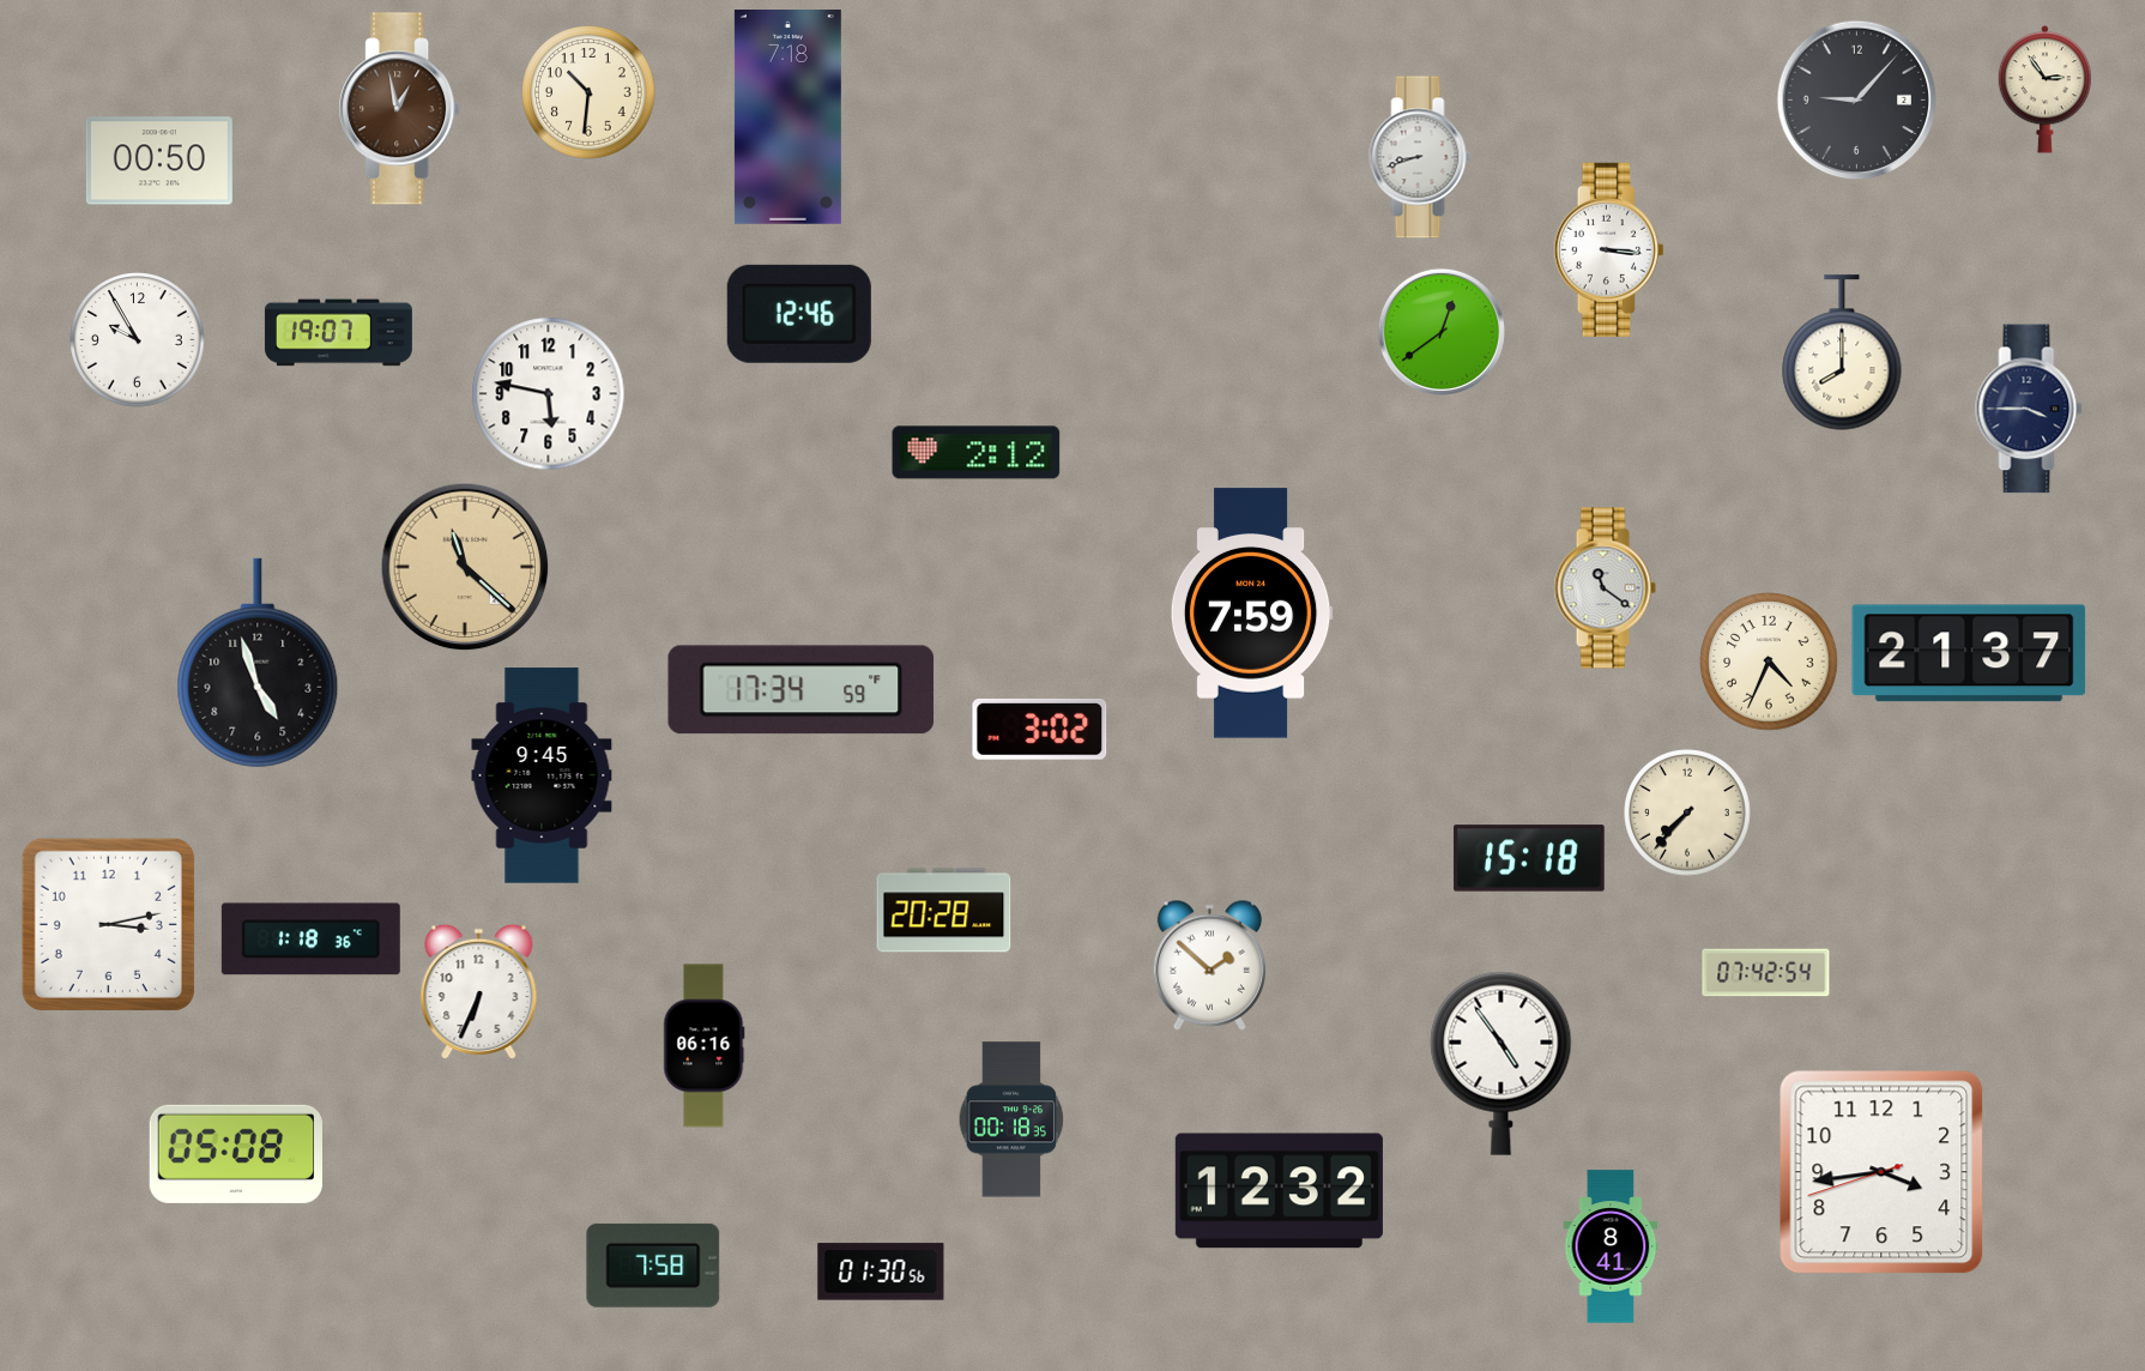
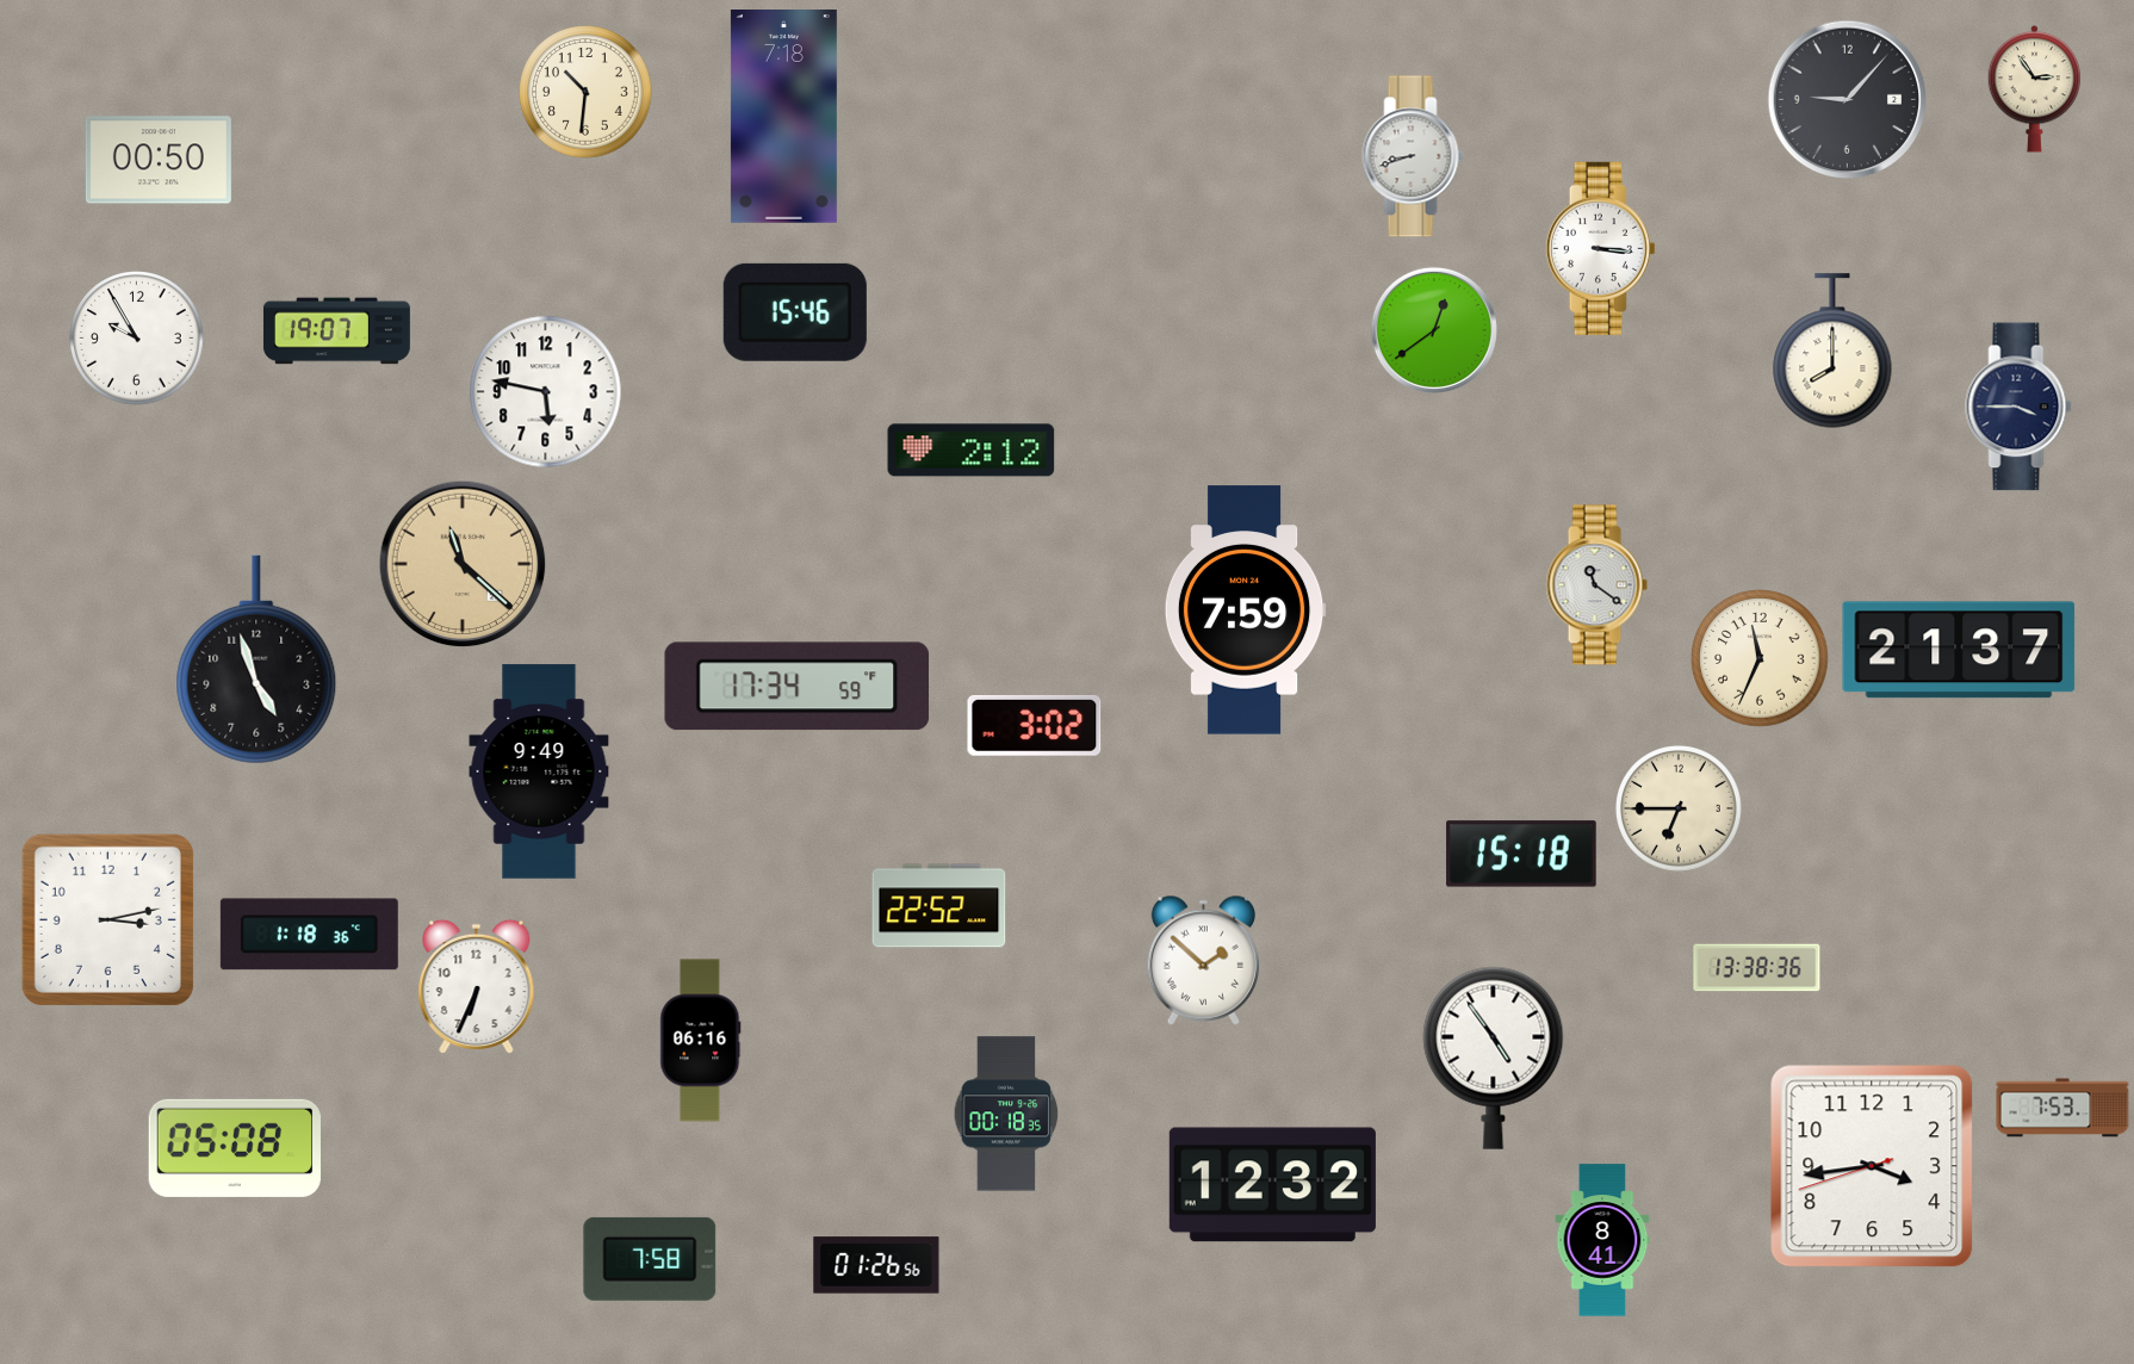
clock at (400, 109): 12:58 -> none
clock at (799, 314): 12:46 -> 15:46
clock at (1769, 662): 4:34 -> 11:34
clock at (542, 775): 9:45 -> 9:49
clock at (1687, 813): 7:37 -> 6:45
clock at (944, 911): 20:28 -> 22:52
clock at (1766, 973): 07:42 -> 13:38
clock at (2062, 1108): none -> 7:53
clock at (881, 1272): 01:30 -> 01:26
